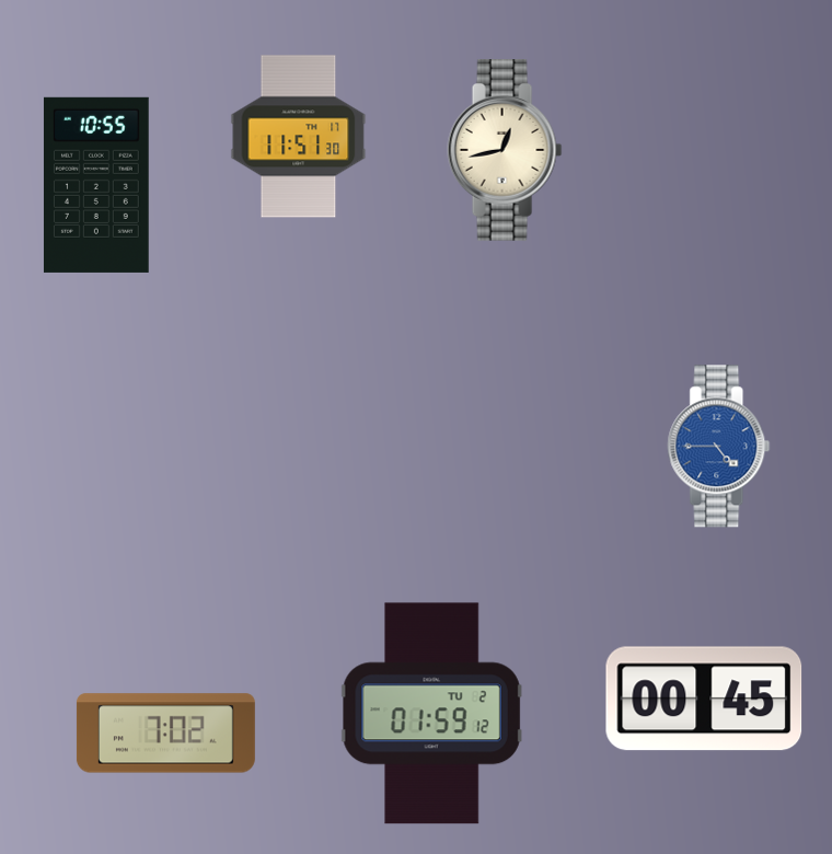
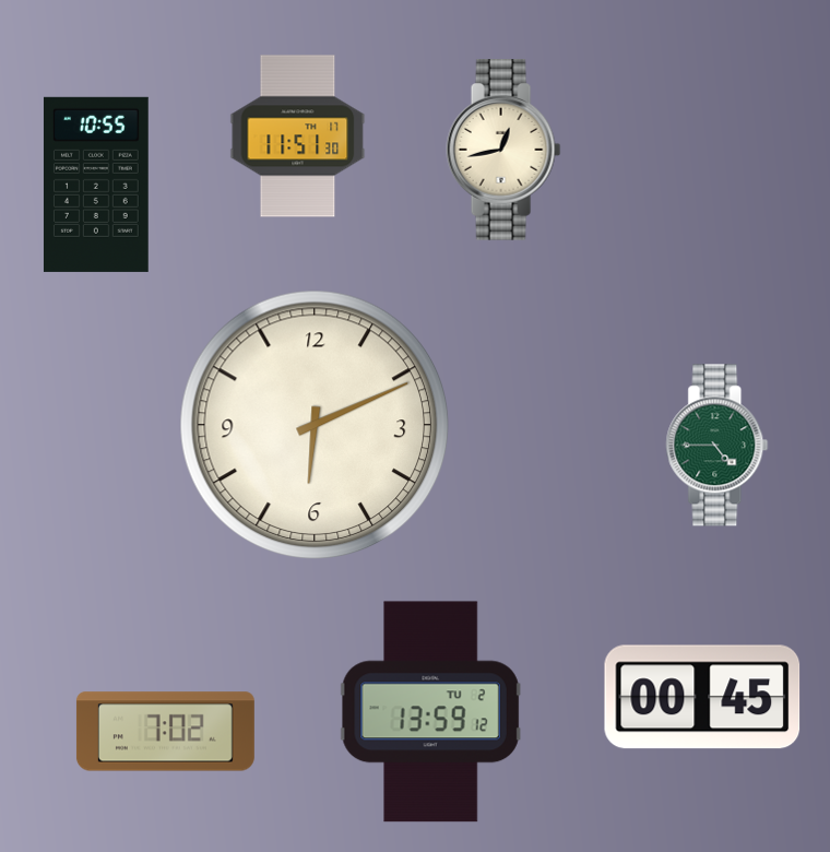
clock at (313, 424): none -> 6:11
clock at (719, 447) dial: blue -> green
clock at (431, 714): 01:59 -> 13:59
